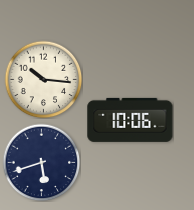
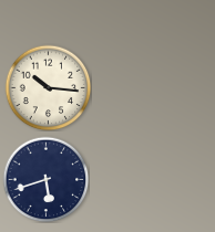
clock at (130, 120): 10:06 -> none
